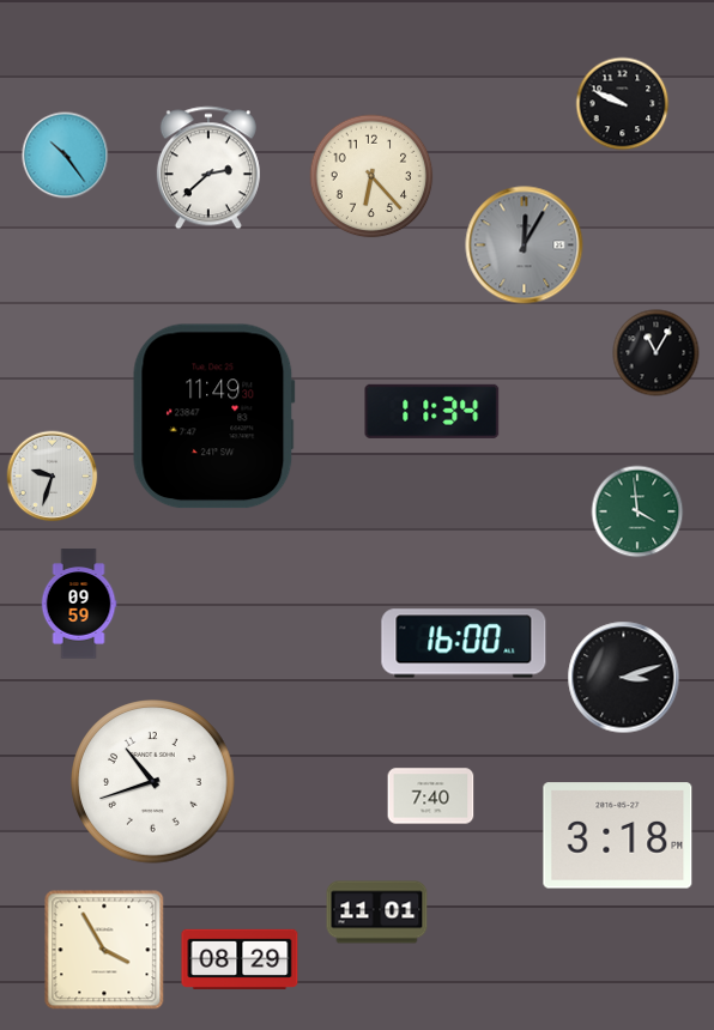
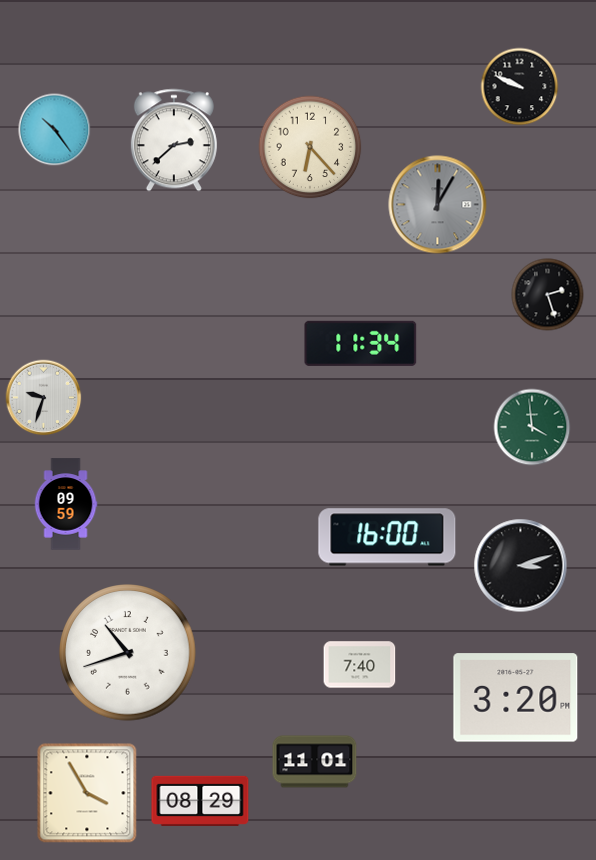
clock at (656, 353): 11:05 -> 2:27
clock at (213, 417): 11:49 -> none
clock at (618, 836): 3:18 -> 3:20
